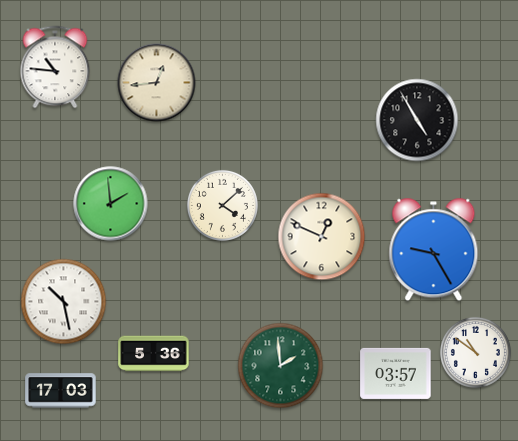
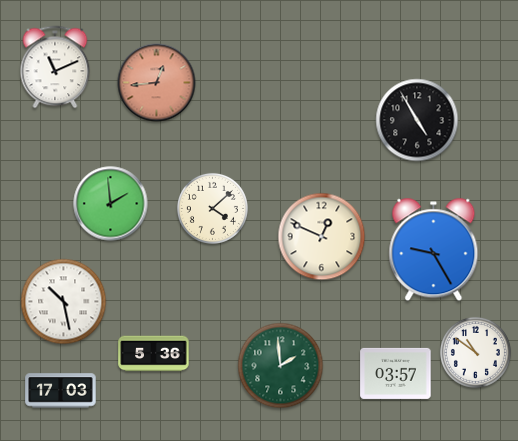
clock at (55, 67): 10:46 -> 11:11
clock at (157, 83) dial: cream -> salmon
clock at (222, 205) position: (222, 205) -> (212, 208)
